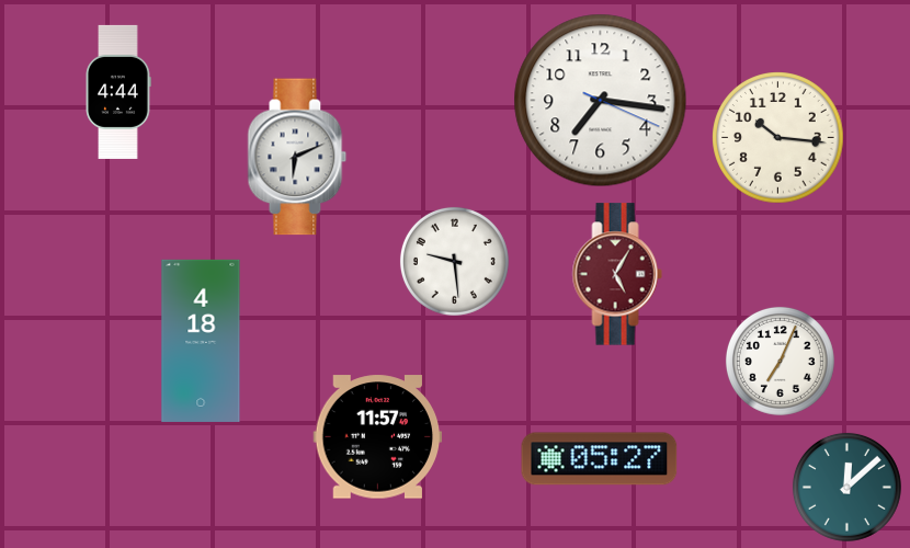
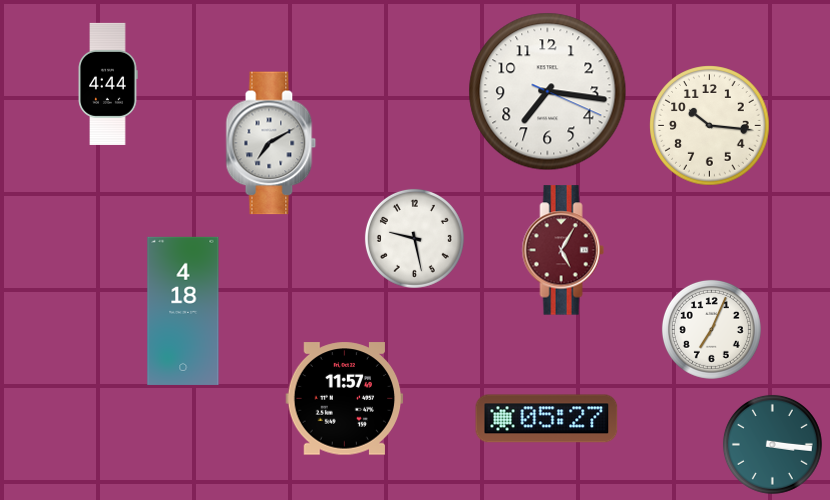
clock at (297, 157): 6:11 -> 7:10
clock at (454, 261): 9:29 -> 9:28
clock at (846, 487): 12:08 -> 3:16
